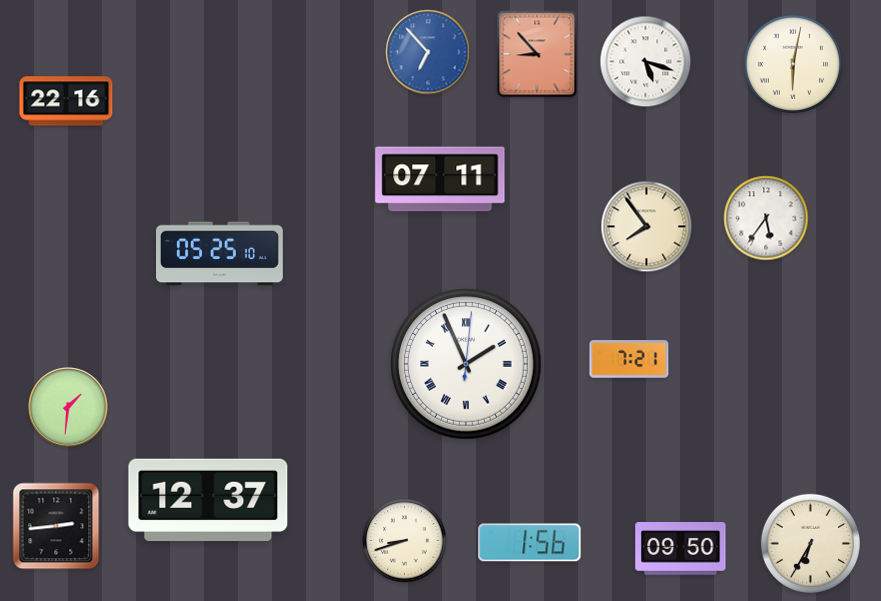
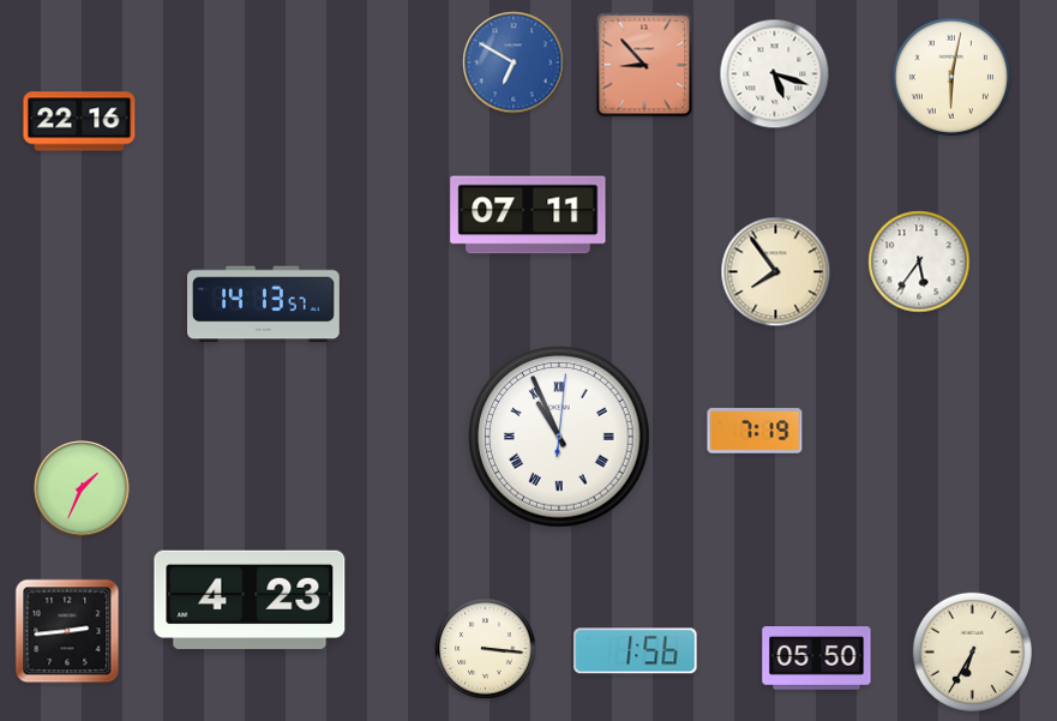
clock at (428, 52): 6:53 -> 6:50
clock at (220, 254): 05:25 -> 14:13
clock at (629, 359): 7:21 -> 7:19
clock at (466, 364): 1:56 -> 10:56
clock at (68, 407): 1:31 -> 1:34
clock at (208, 499): 12:37 -> 4:23
clock at (405, 541): 8:42 -> 3:16
clock at (681, 549): 09:50 -> 05:50
